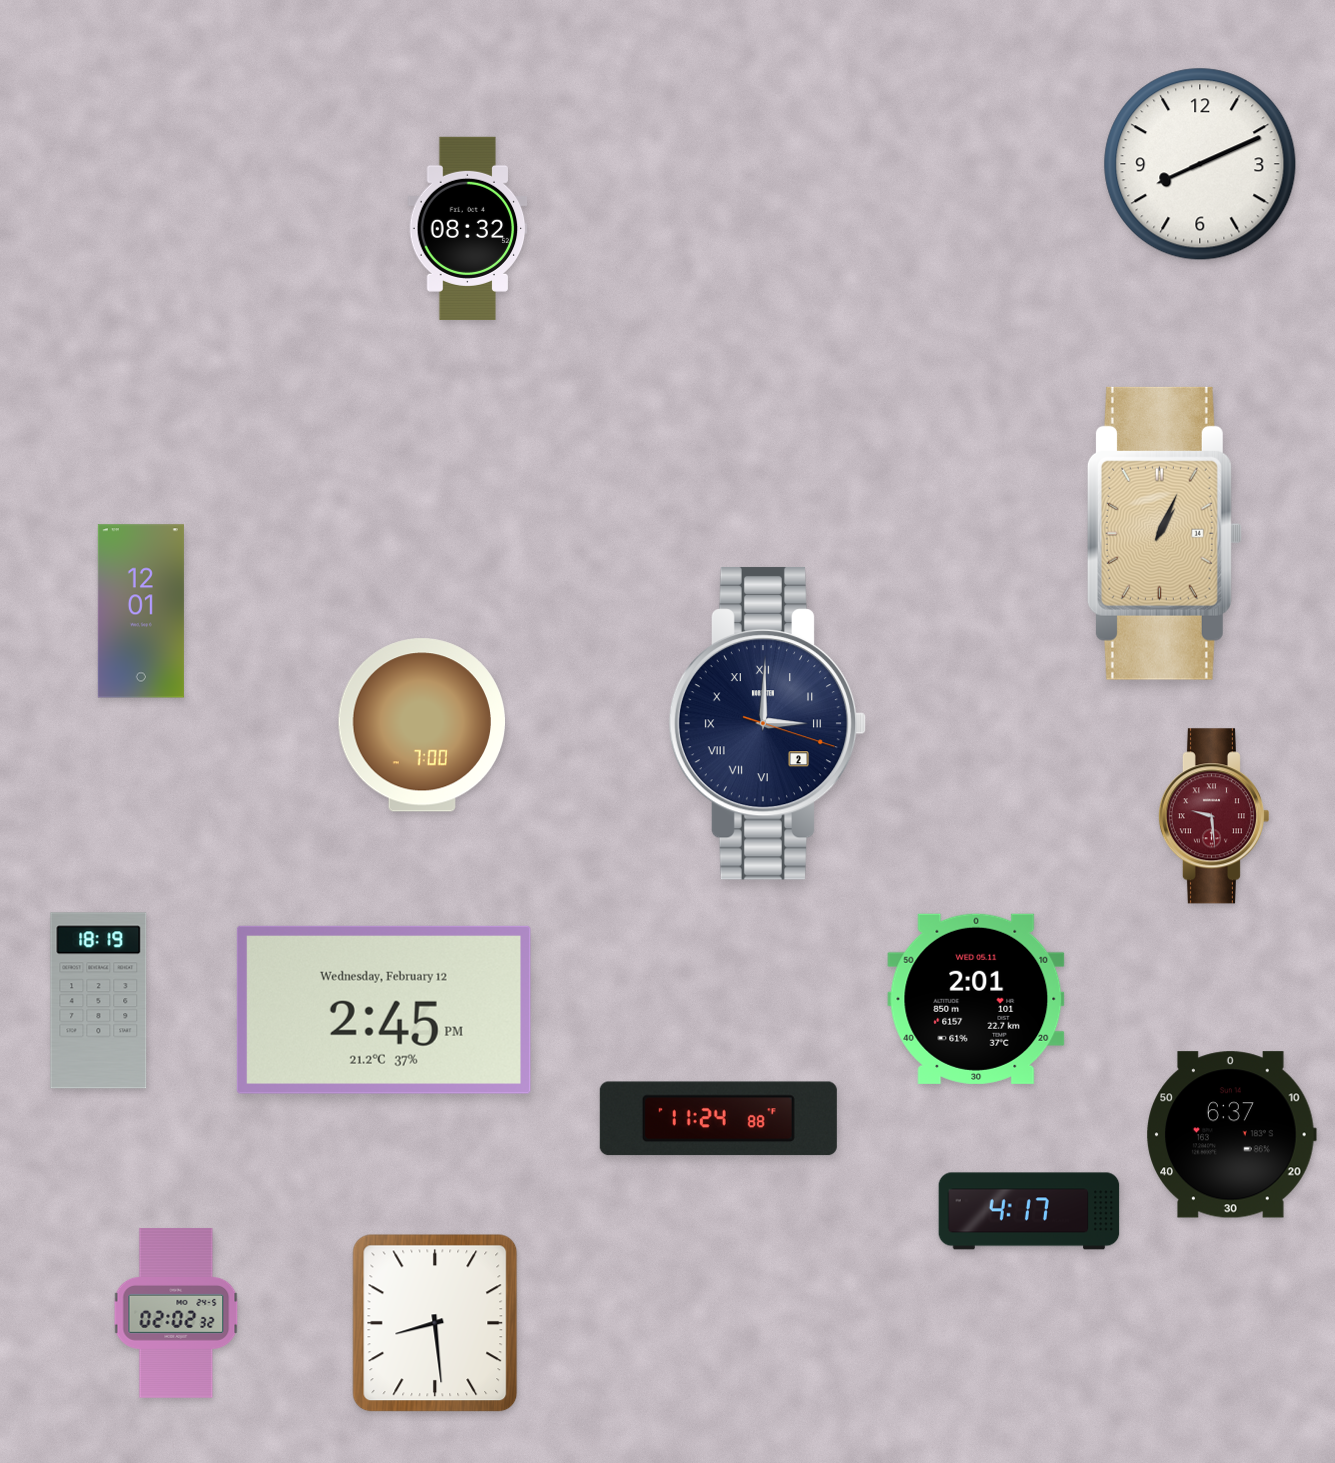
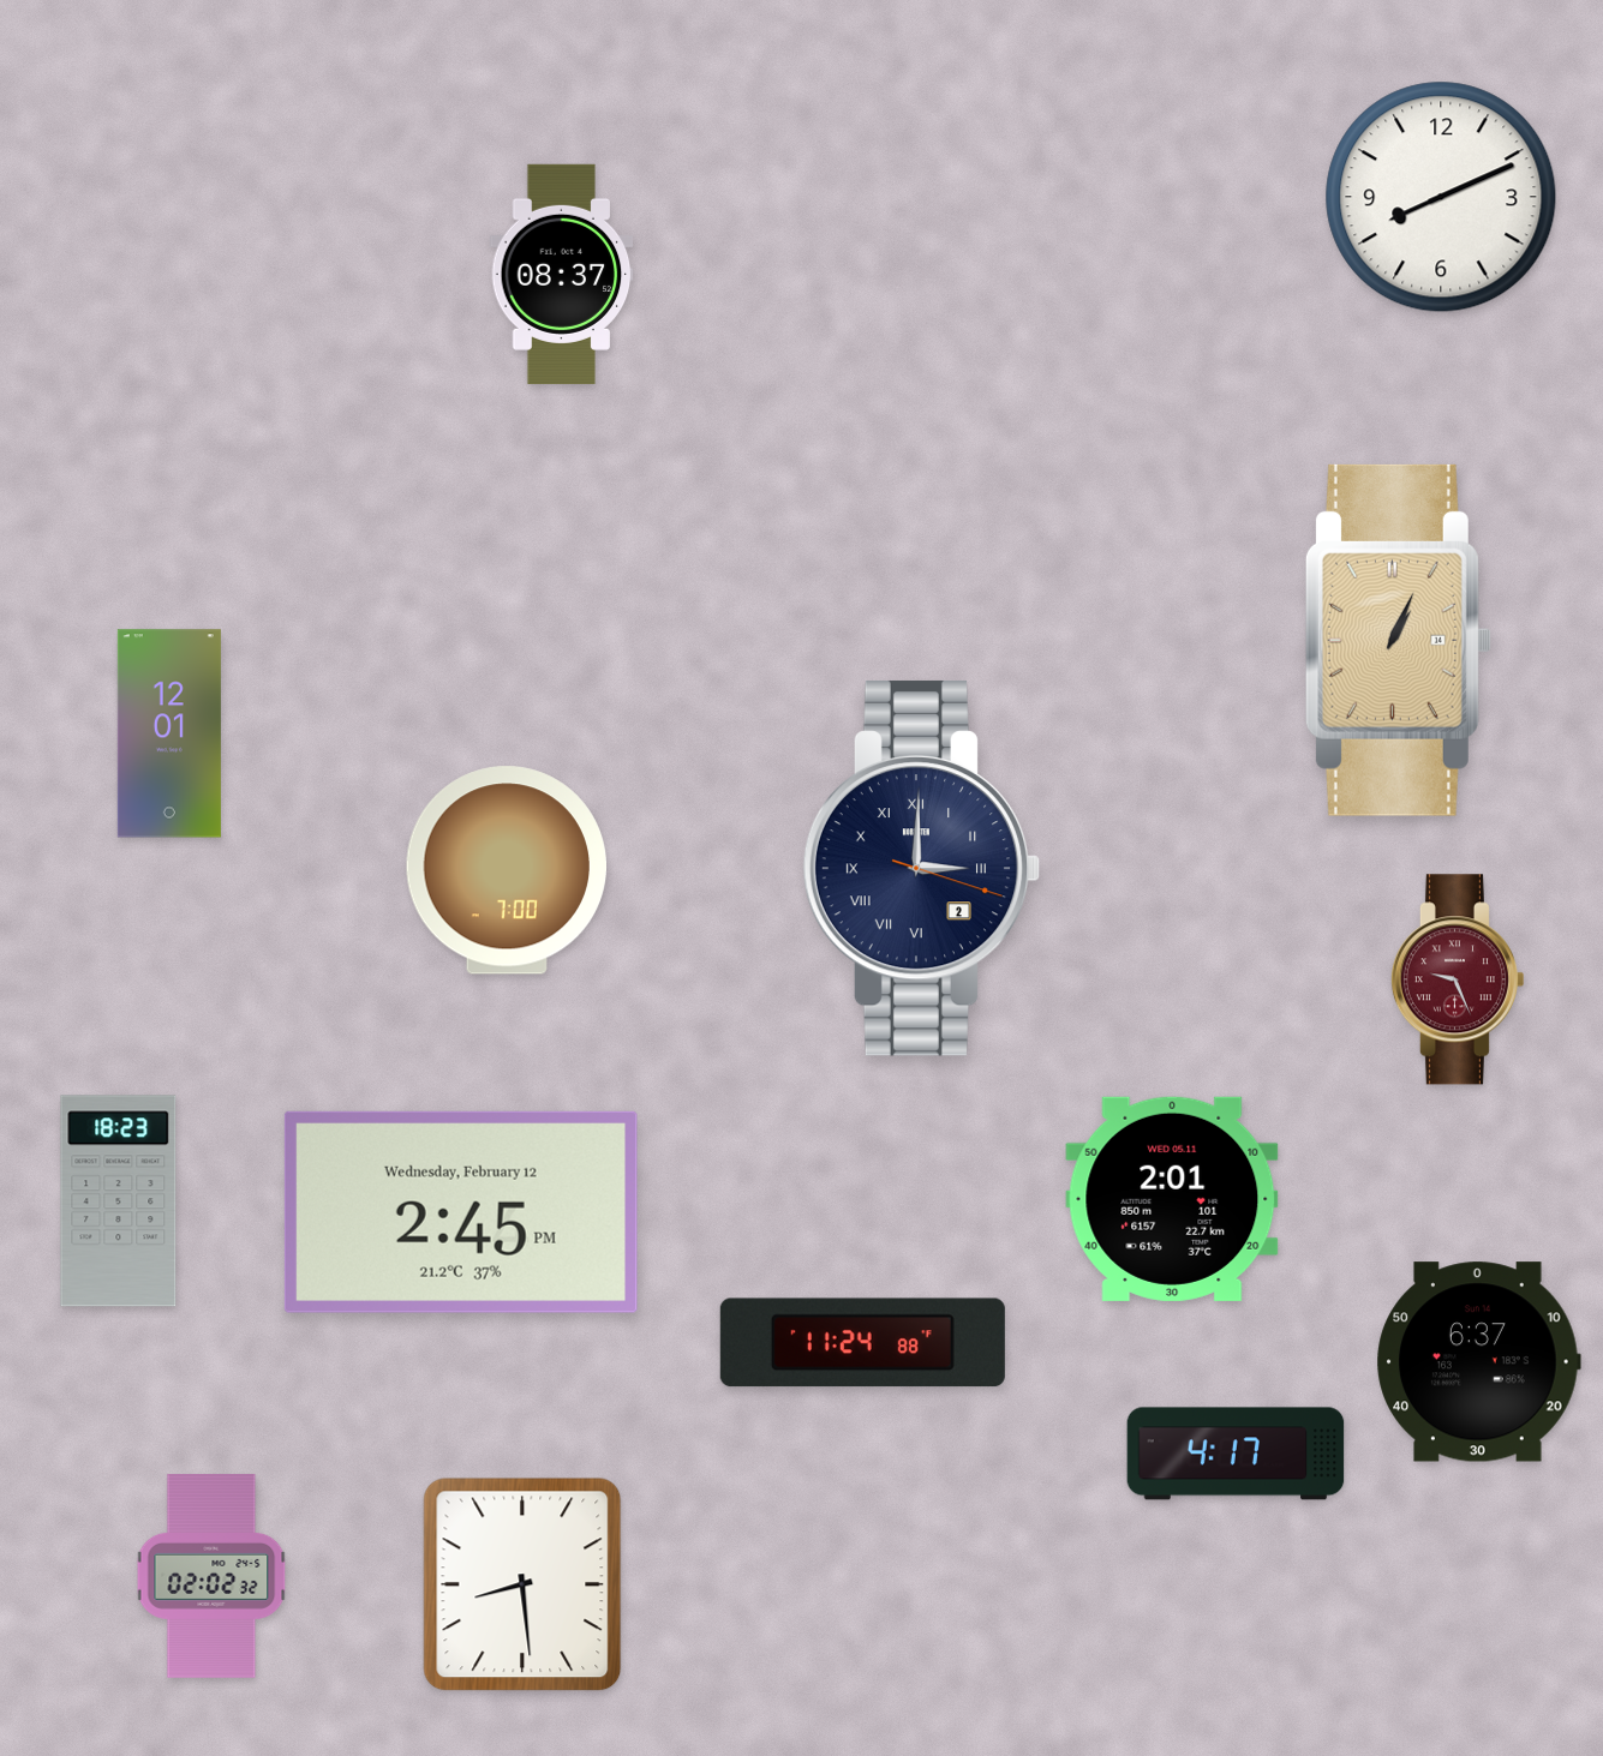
clock at (468, 228): 08:32 -> 08:37
clock at (1213, 816): 9:29 -> 9:26
clock at (99, 1001): 18:19 -> 18:23
clock at (435, 1323) position: (435, 1323) -> (522, 1584)
